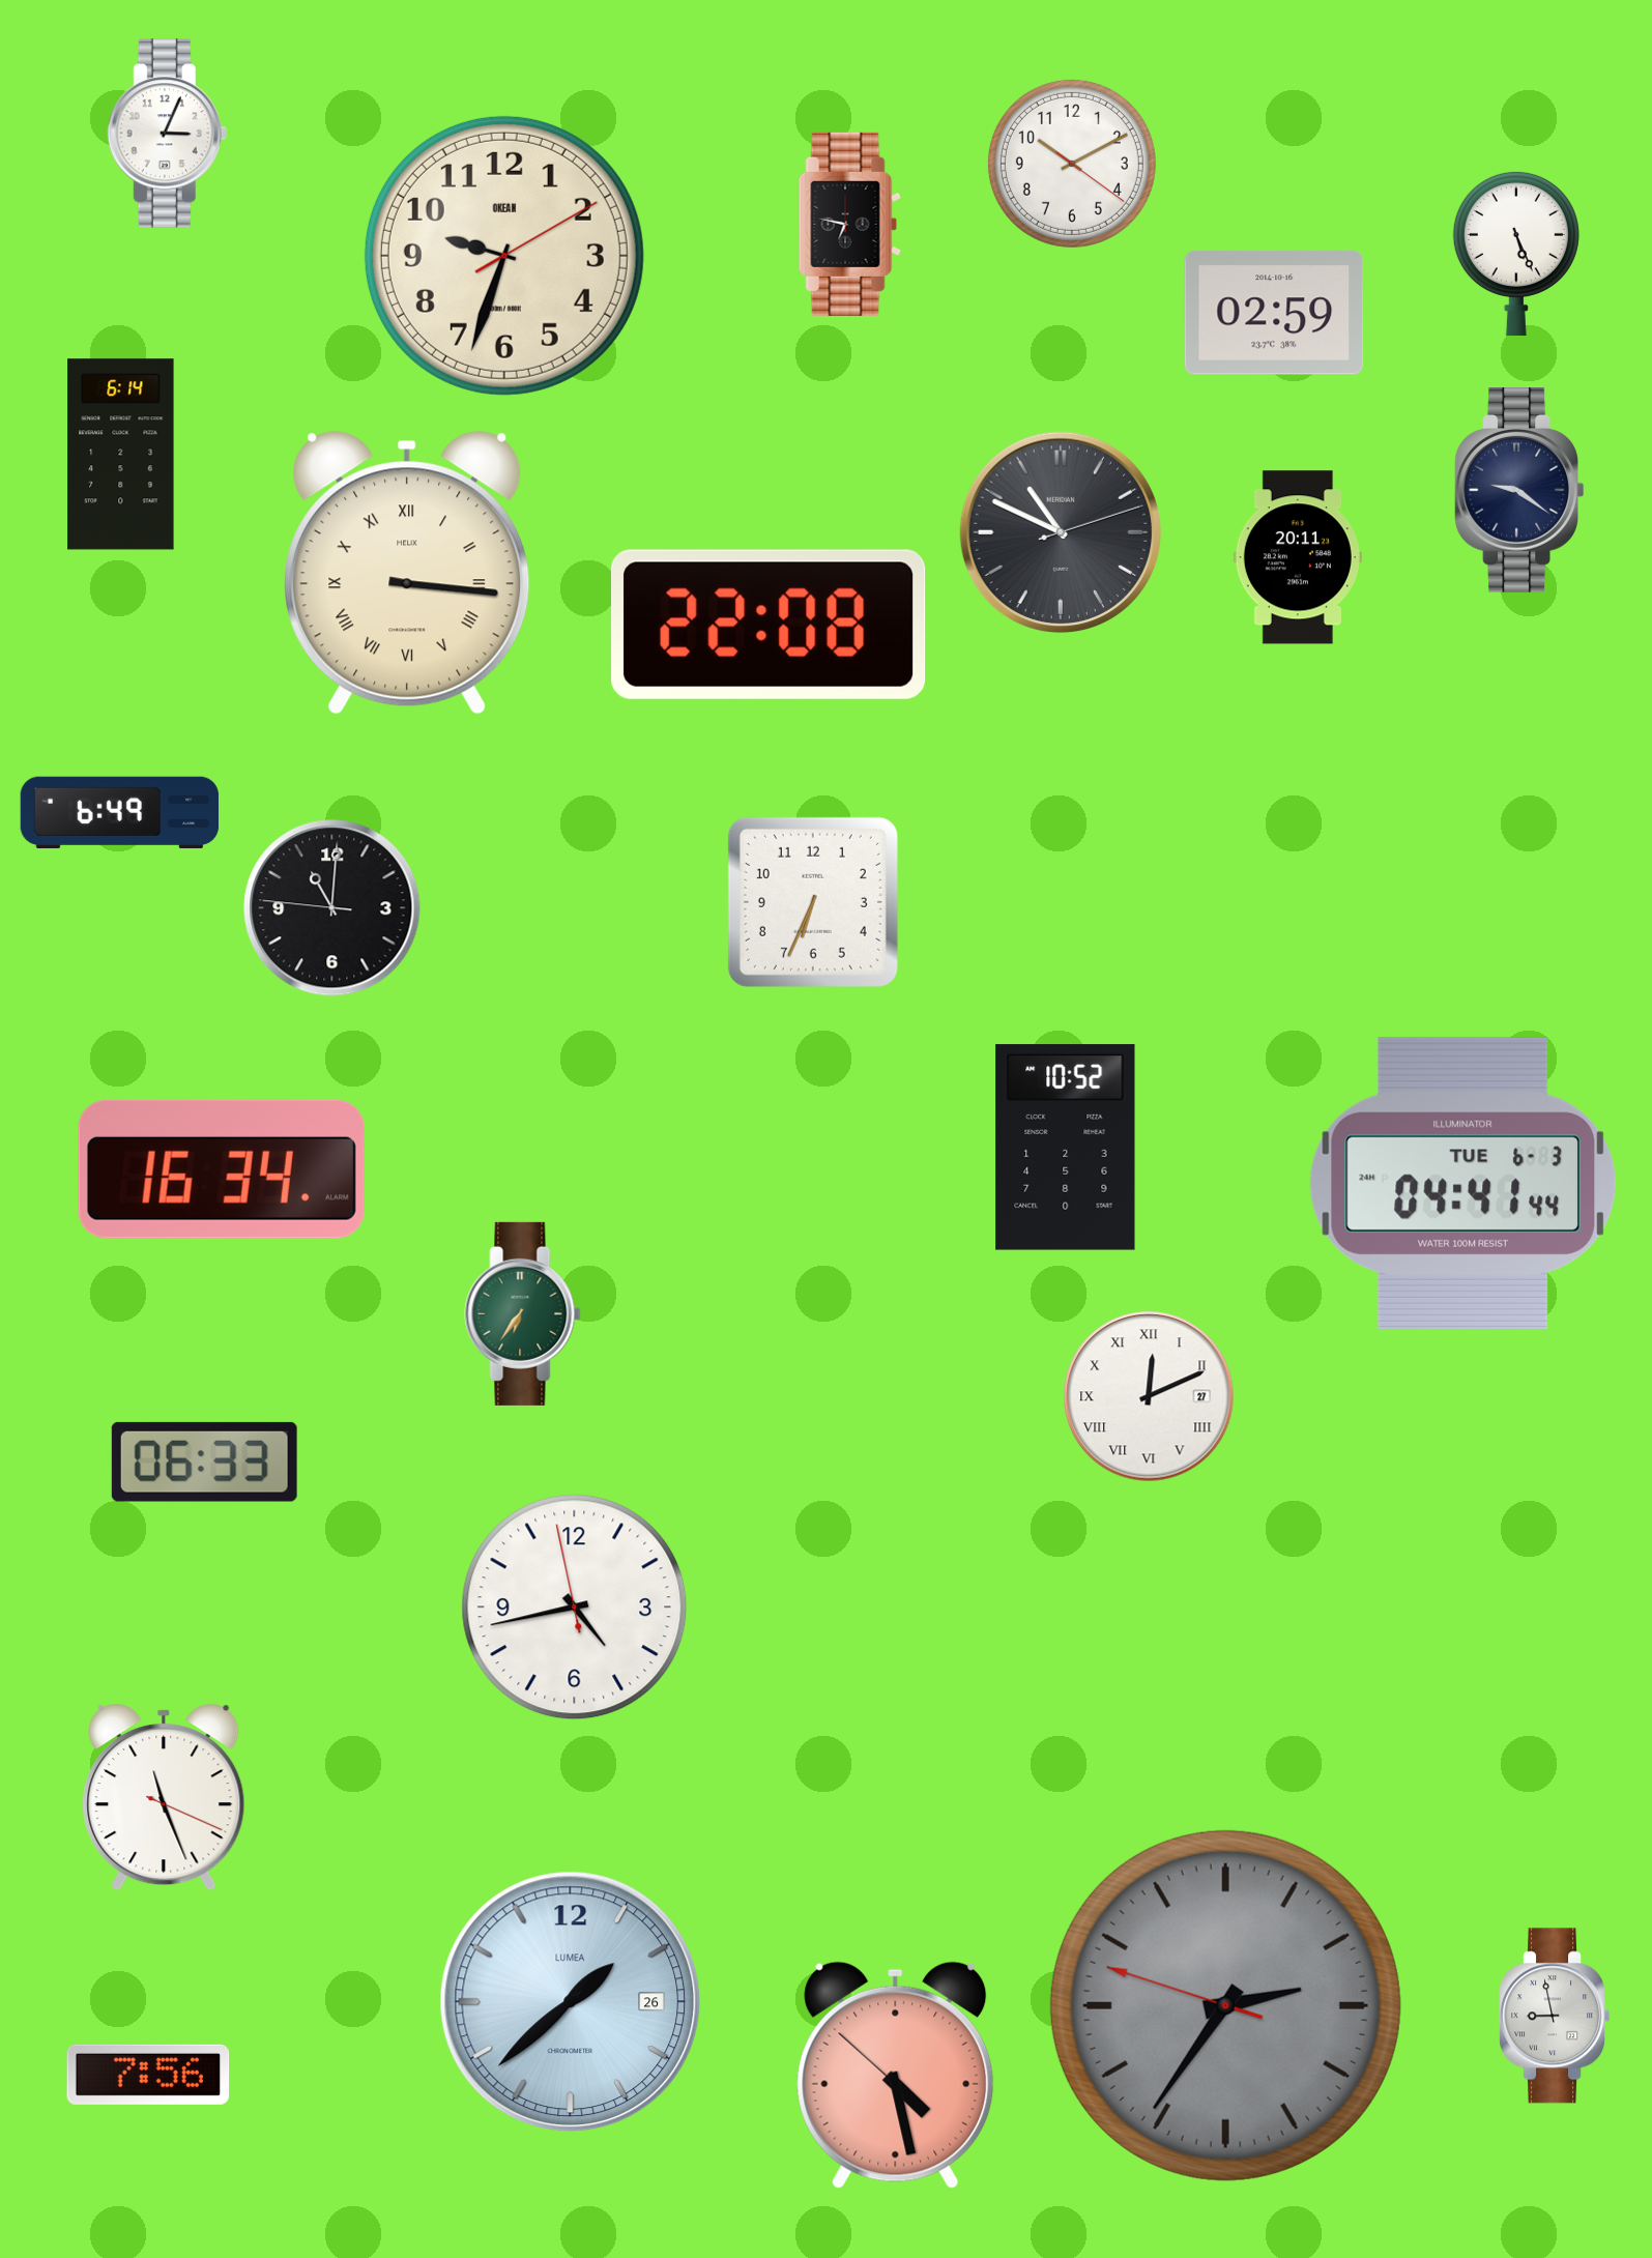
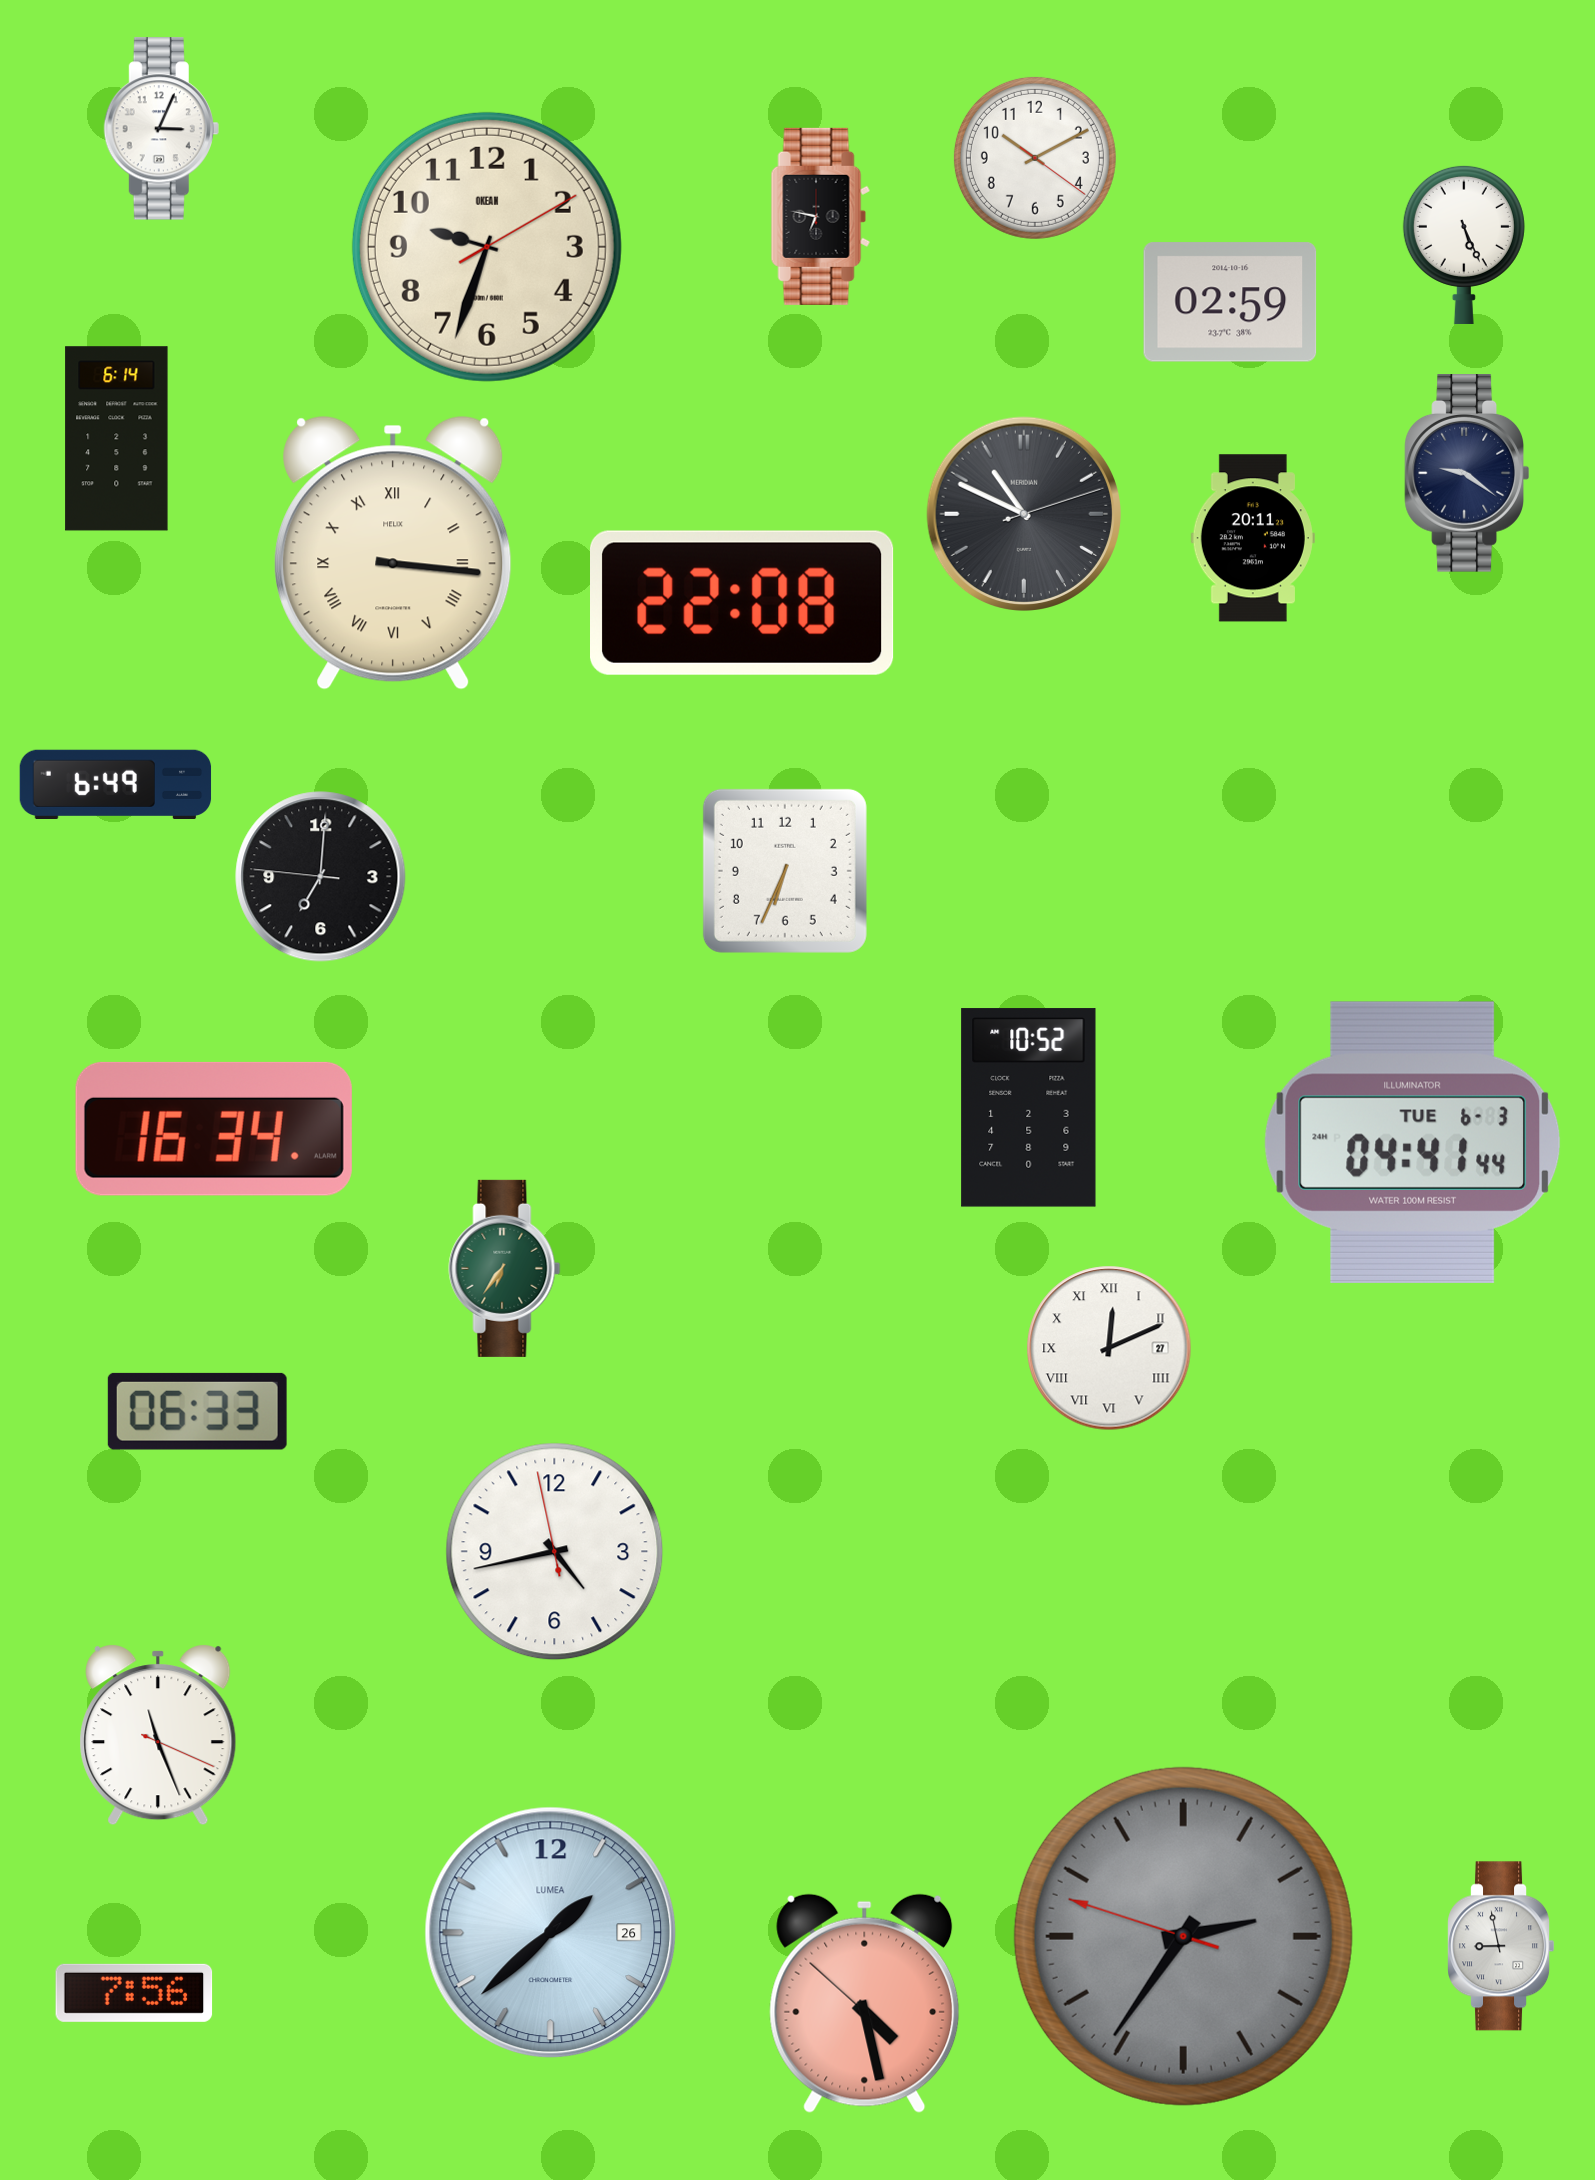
clock at (332, 908): 11:00 -> 7:00
clock at (148, 2075) position: (148, 2075) -> (134, 1993)
